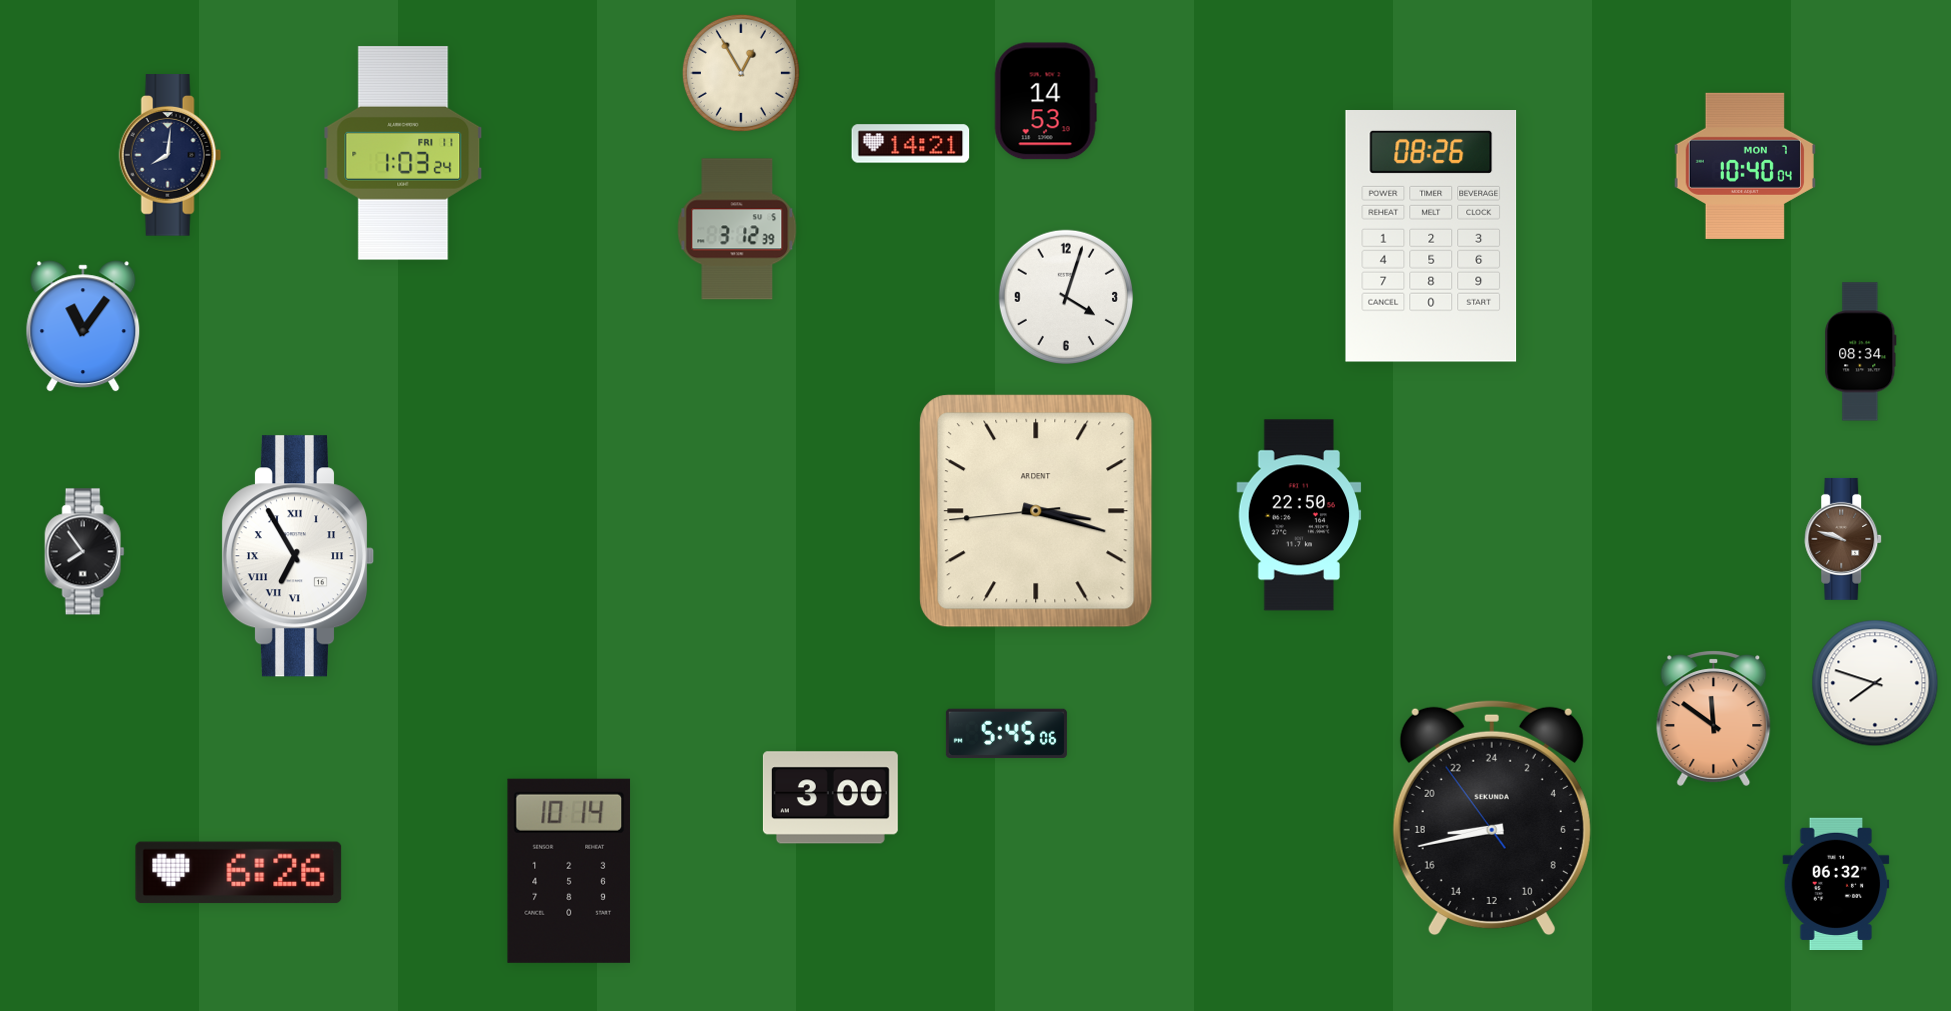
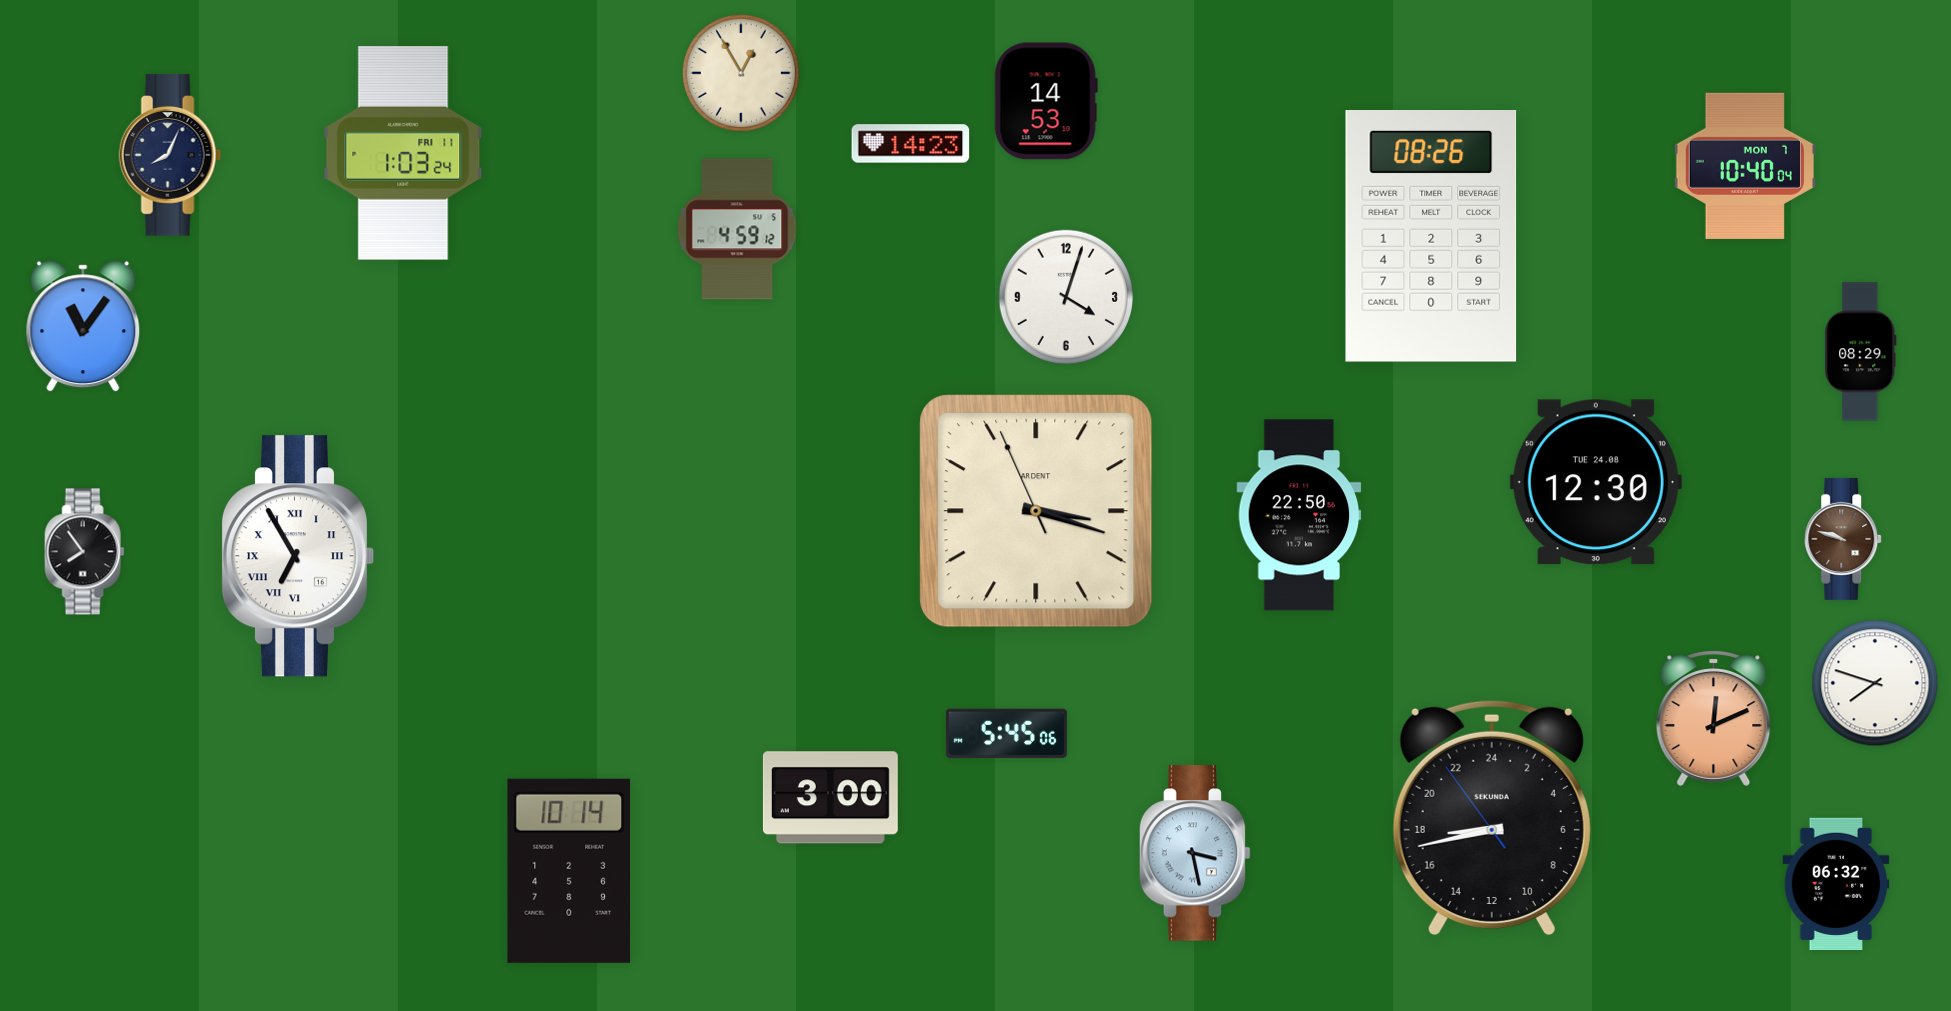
clock at (911, 144): 14:21 -> 14:23
clock at (170, 155): 8:01 -> 8:04
clock at (737, 229): 3:12 -> 4:59
clock at (1861, 352): 08:34 -> 08:29
clock at (1596, 482): none -> 12:30
clock at (1036, 511): 3:17:44 -> 3:17:56
clock at (1714, 718): 11:51 -> 12:11
clock at (1195, 853): none -> 3:28
clock at (239, 873): 6:26 -> none
